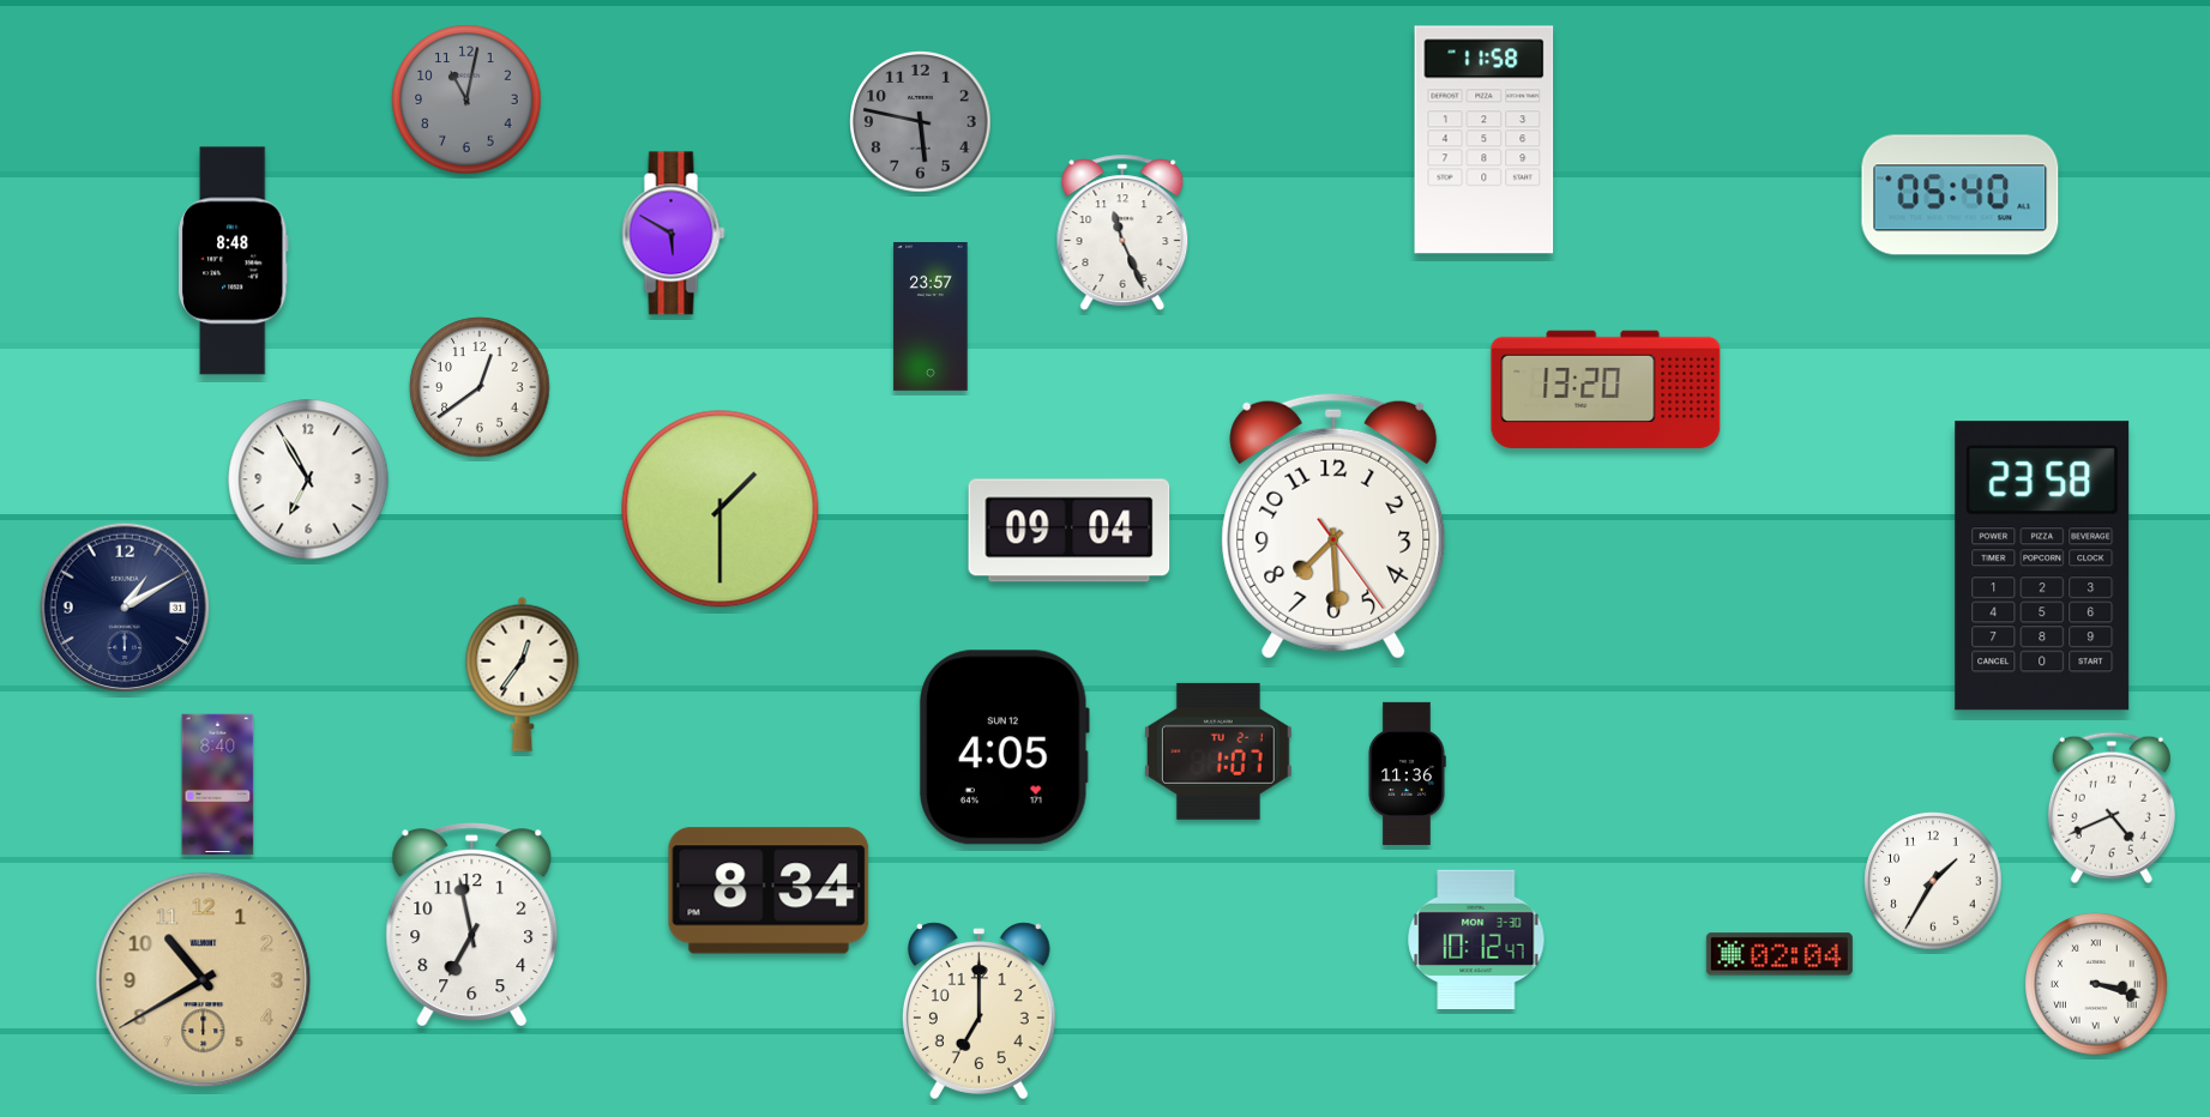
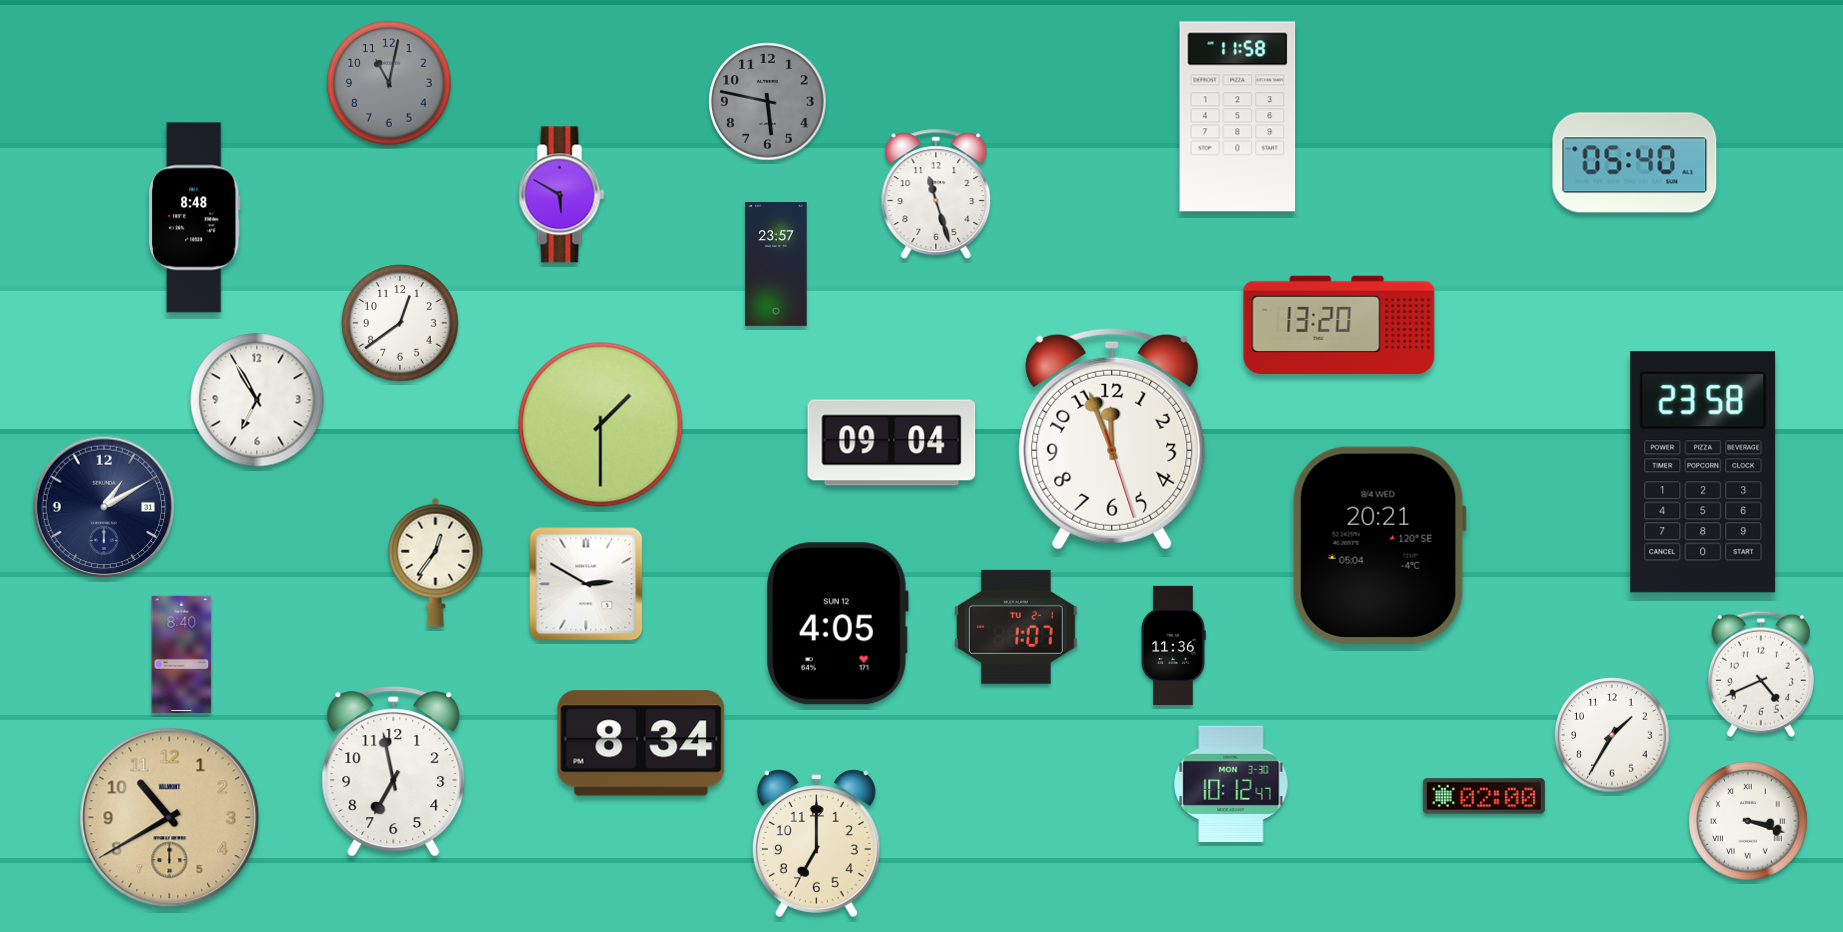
clock at (1122, 233): 11:26 -> 11:27
clock at (1333, 526): 7:29 -> 11:56
clock at (1379, 545): none -> 20:21
clock at (586, 584): none -> 2:50
clock at (1780, 954): 02:04 -> 02:00
